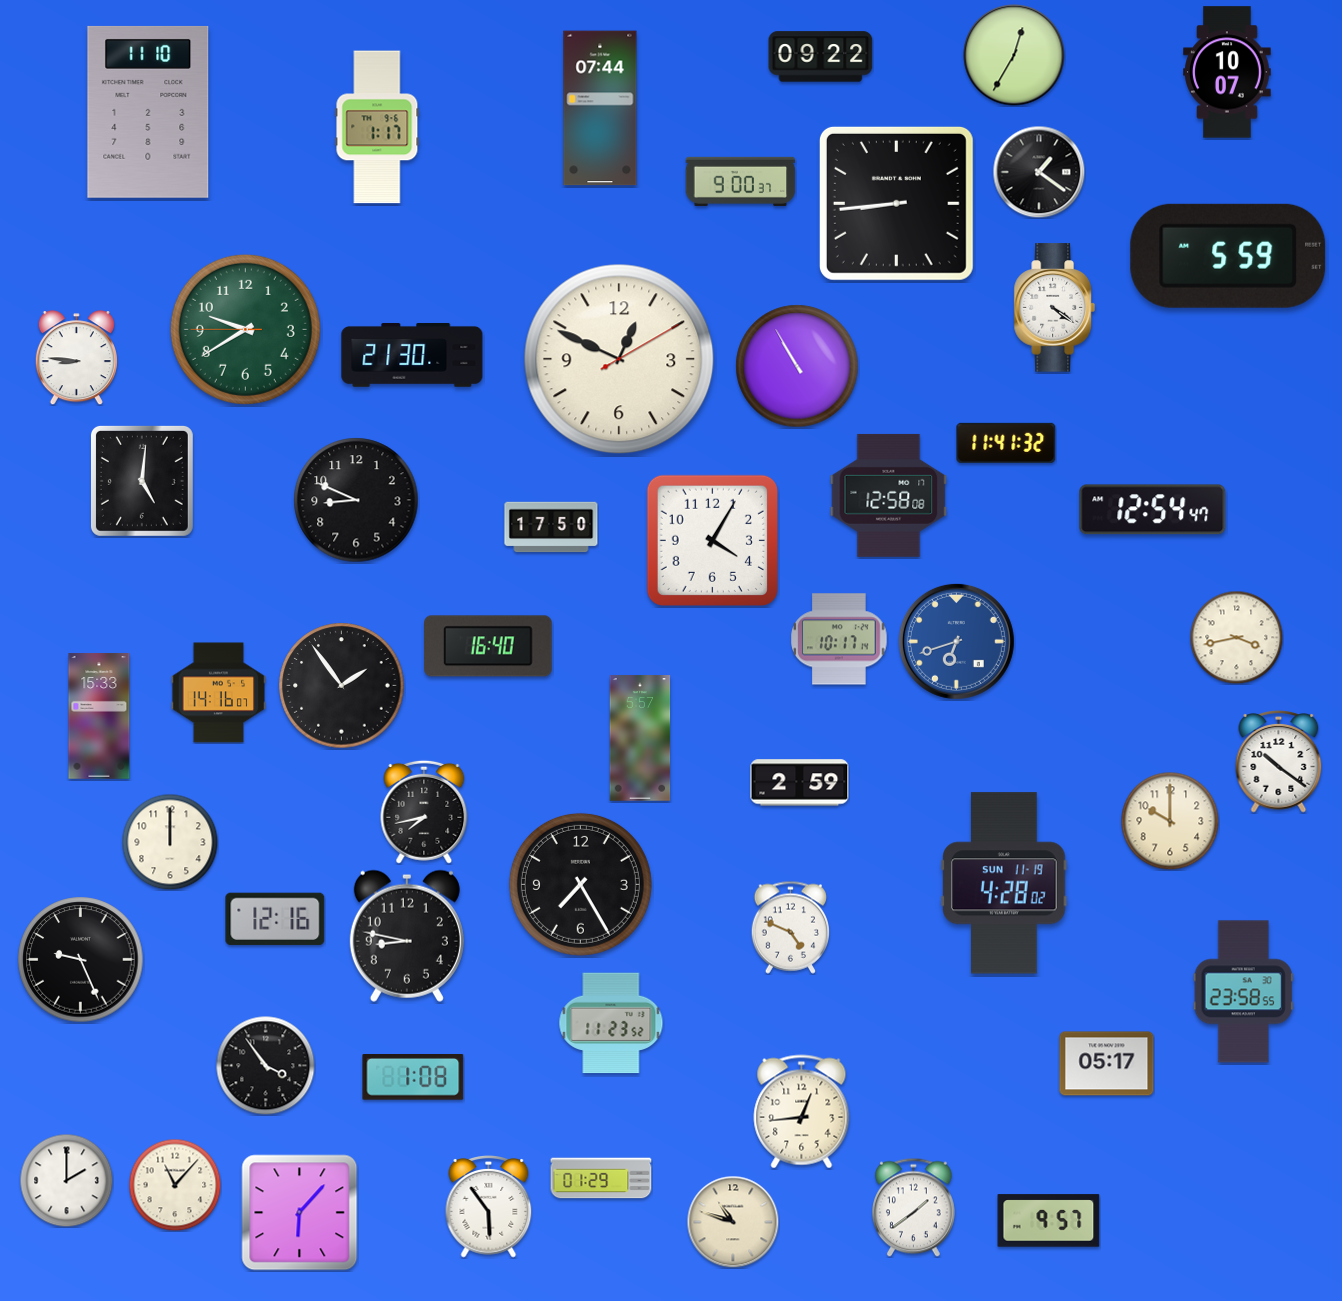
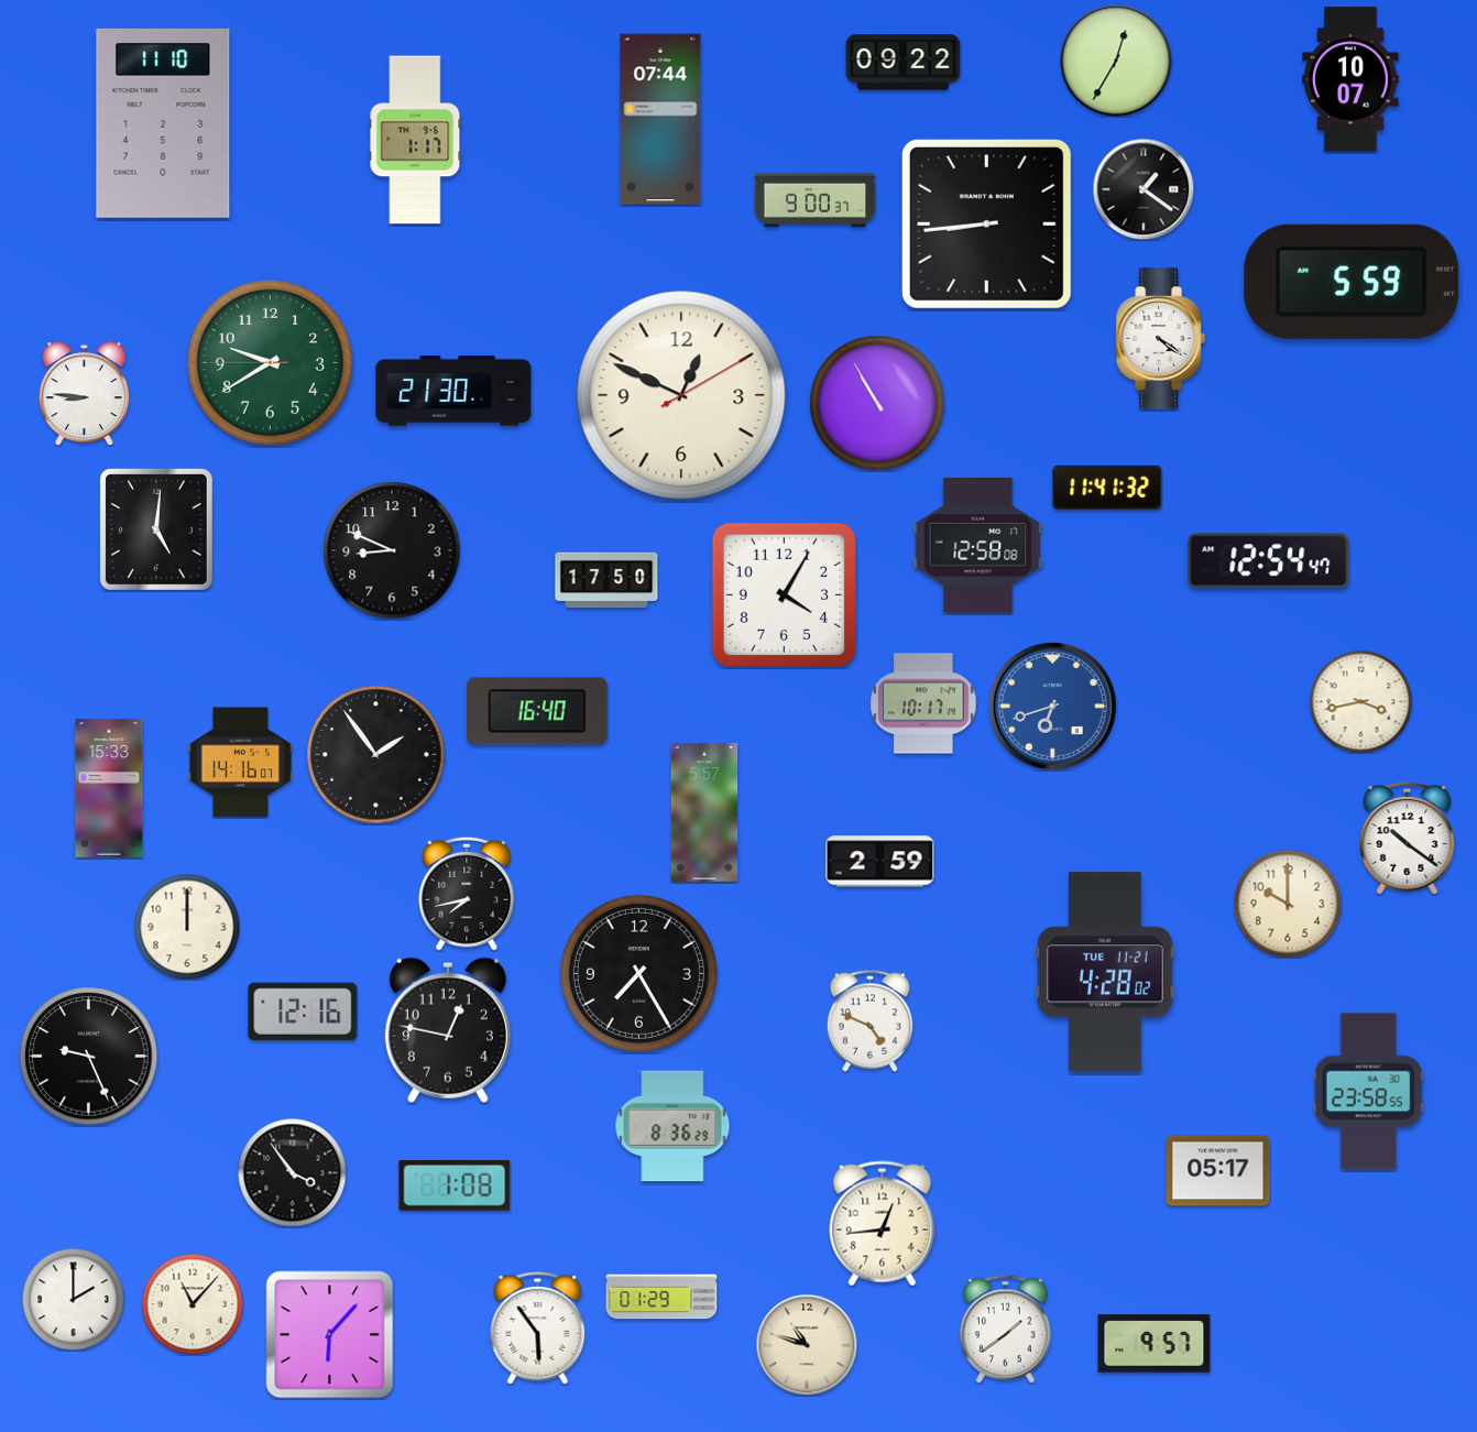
clock at (1004, 883) date: SUN 11-19 -> TUE 11-21
clock at (407, 936): 8:47 -> 12:47
clock at (611, 1023): 11:23 -> 8:36
